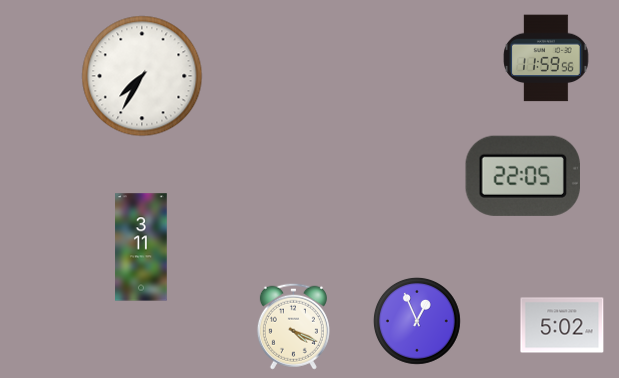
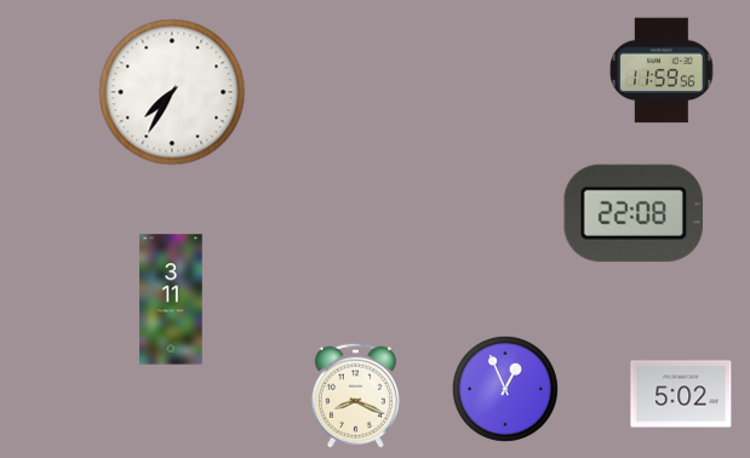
clock at (522, 176): 22:05 -> 22:08
clock at (293, 326): 4:19 -> 8:19
